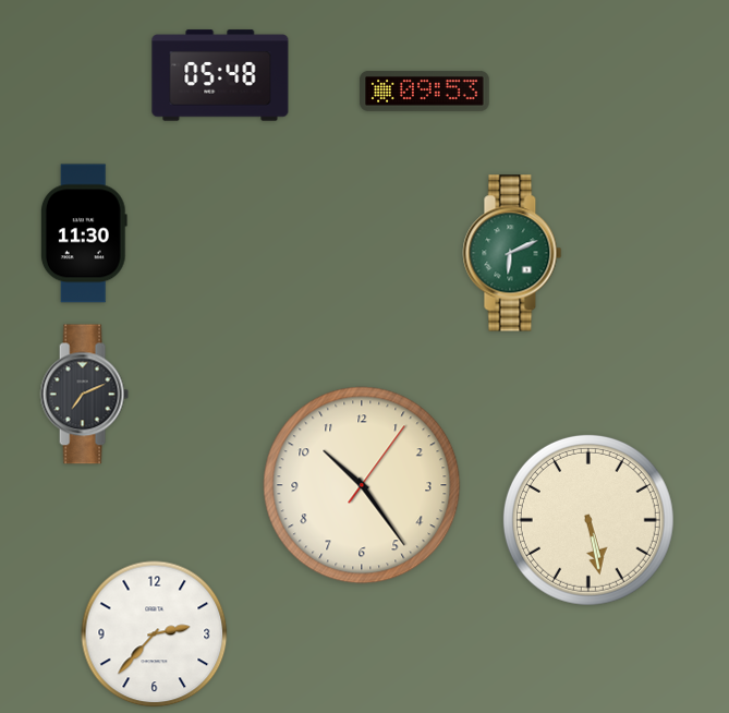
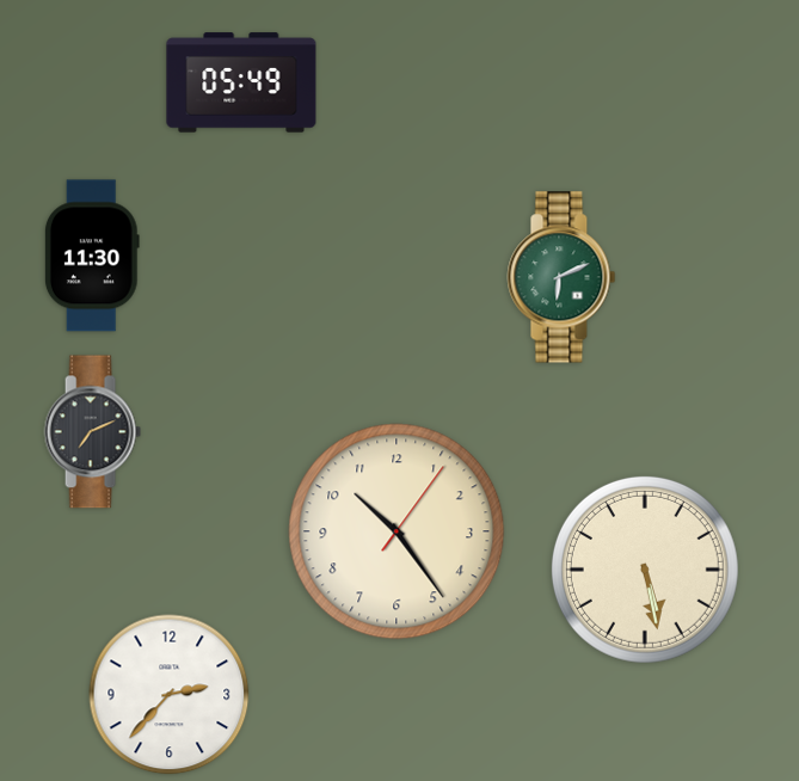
clock at (220, 75): 05:48 -> 05:49
clock at (425, 92): 09:53 -> none
